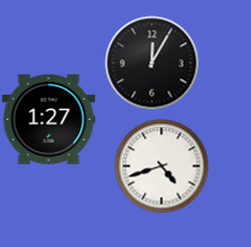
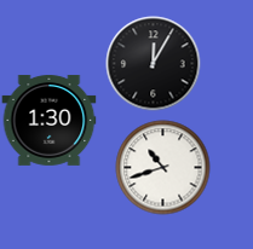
clock at (48, 119): 1:27 -> 1:30
clock at (161, 165): 4:42 -> 10:42
